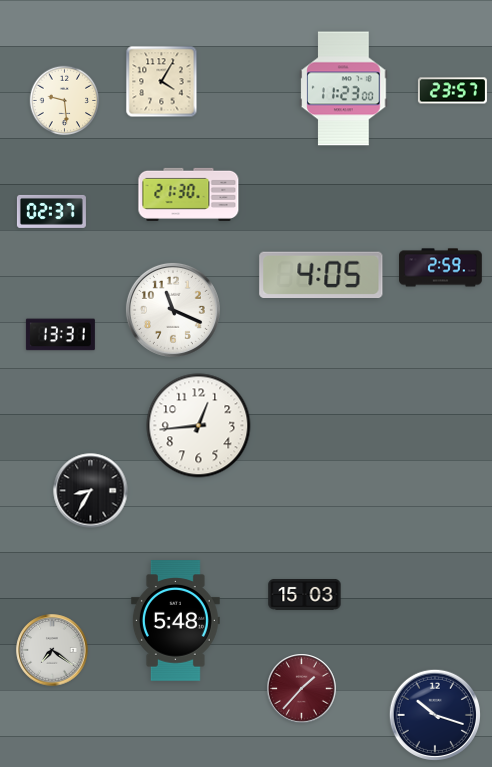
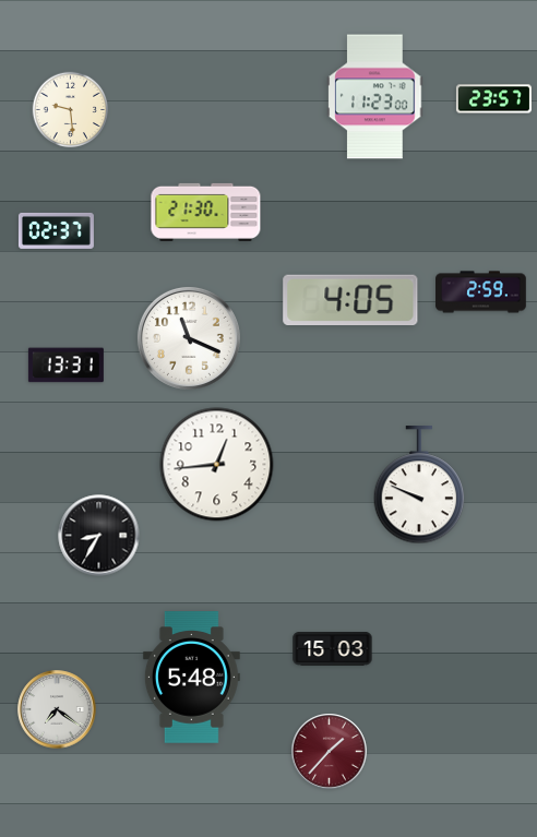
clock at (162, 82): 4:05 -> none
clock at (419, 486): none -> 9:49
clock at (434, 714): 10:18 -> none
